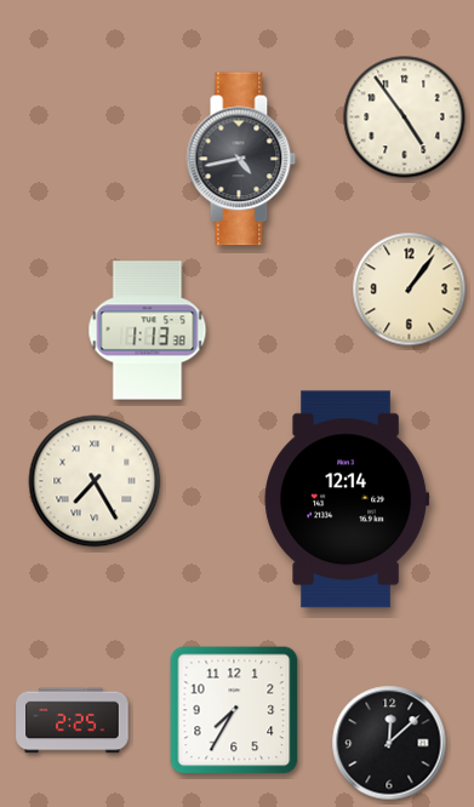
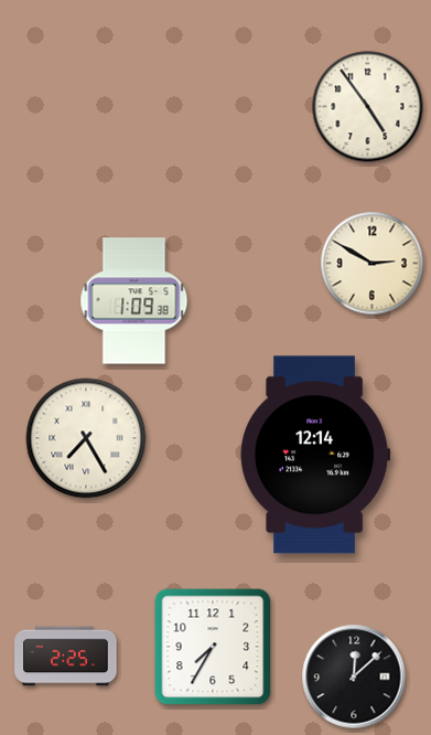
clock at (241, 159): 4:43 -> none
clock at (410, 290): 1:06 -> 2:50
clock at (148, 331): 1:13 -> 1:09
